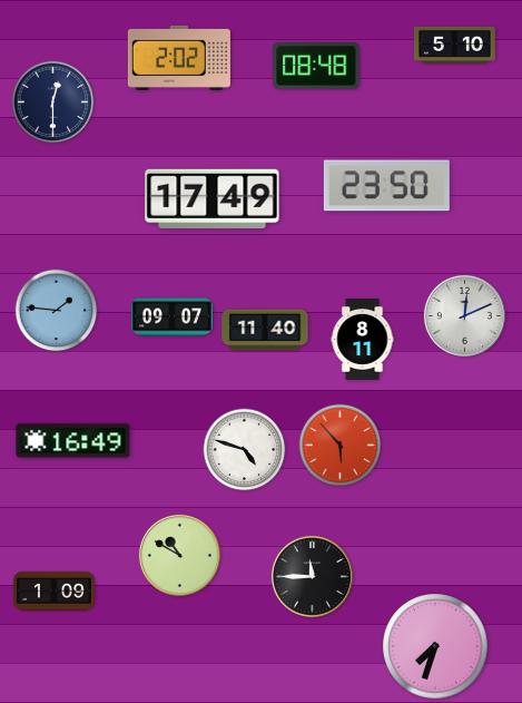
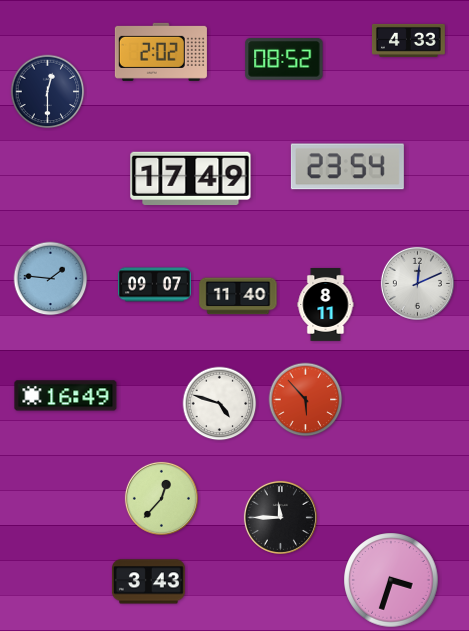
clock at (454, 45): 5:10 -> 4:33
clock at (316, 67): 08:48 -> 08:52
clock at (386, 186): 23:50 -> 23:54
clock at (179, 555): 10:50 -> 12:37
clock at (53, 592): 1:09 -> none
clock at (435, 646): 7:33 -> 3:33
clock at (148, 582): none -> 3:43
